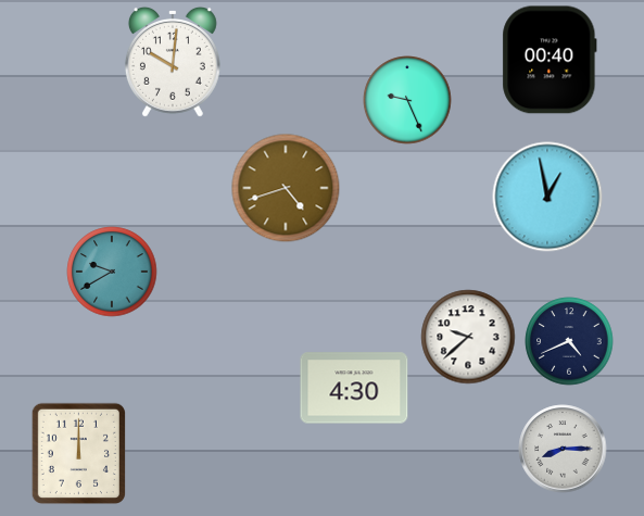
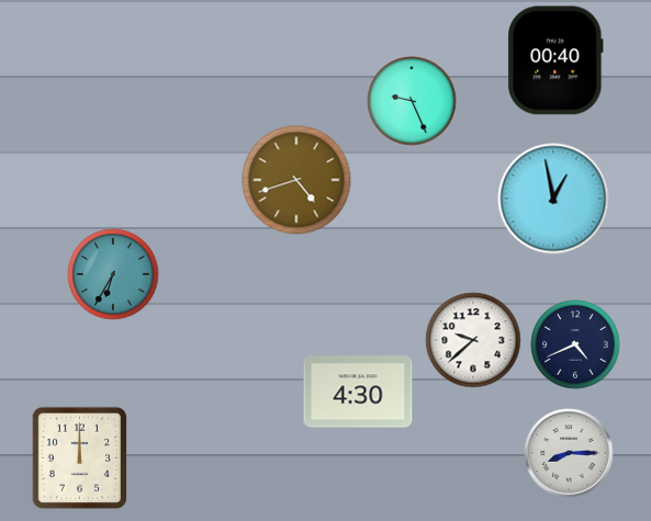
clock at (173, 62): 10:01 -> none
clock at (286, 188) position: (286, 188) -> (296, 180)
clock at (112, 272): 9:40 -> 6:35
